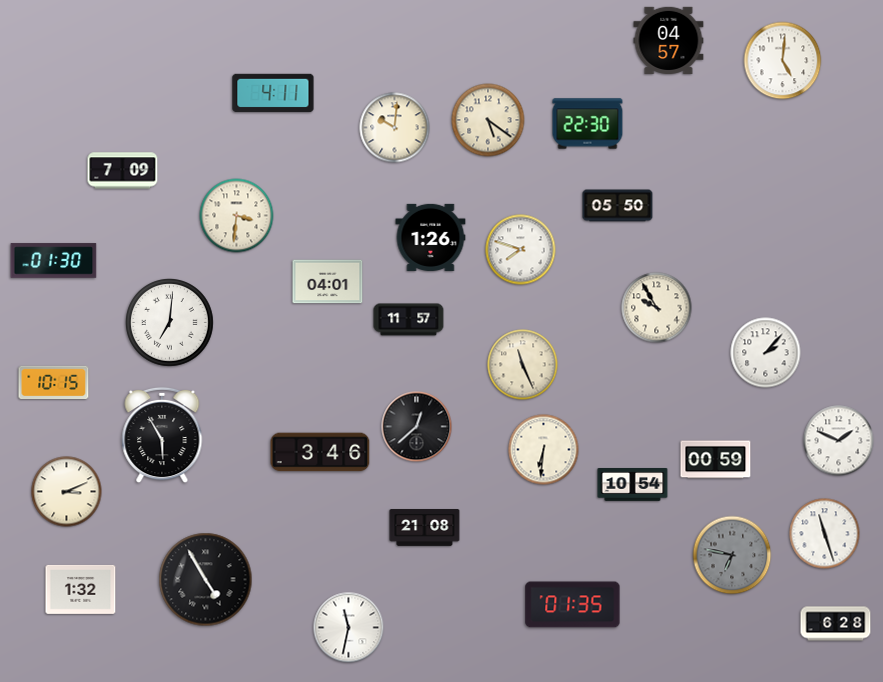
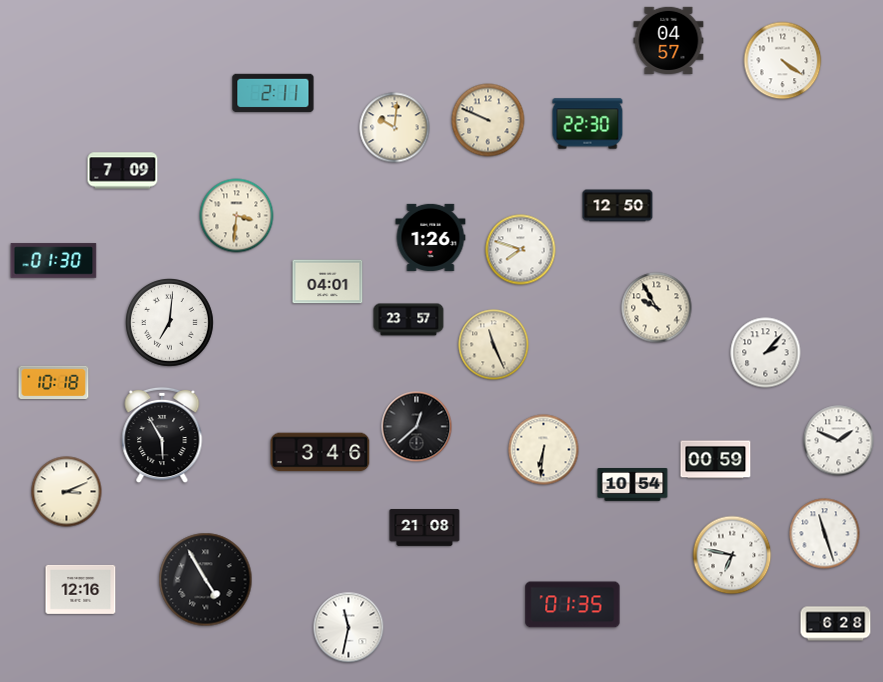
clock at (783, 61): 5:01 -> 4:21
clock at (273, 93): 4:11 -> 2:11
clock at (488, 120): 5:21 -> 9:49
clock at (618, 206): 05:50 -> 12:50
clock at (409, 320): 11:57 -> 23:57
clock at (523, 365) position: (523, 365) -> (494, 345)
clock at (54, 383): 10:15 -> 10:18
clock at (732, 555) dial: grey -> white
clock at (81, 589): 1:32 -> 12:16
